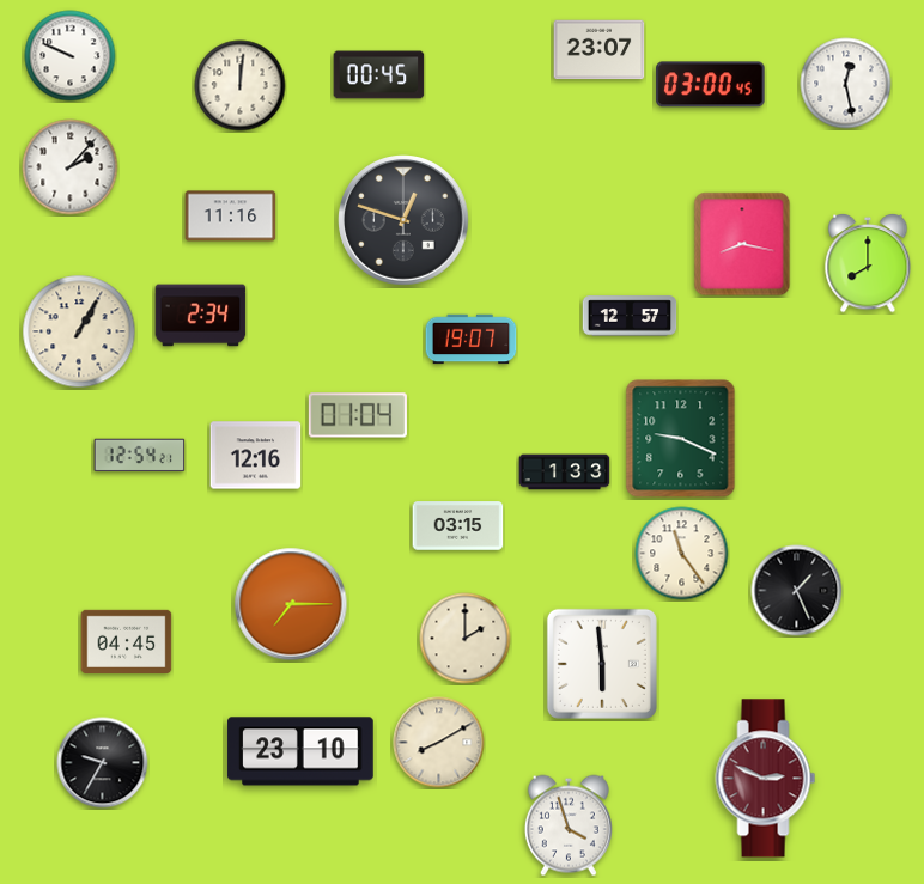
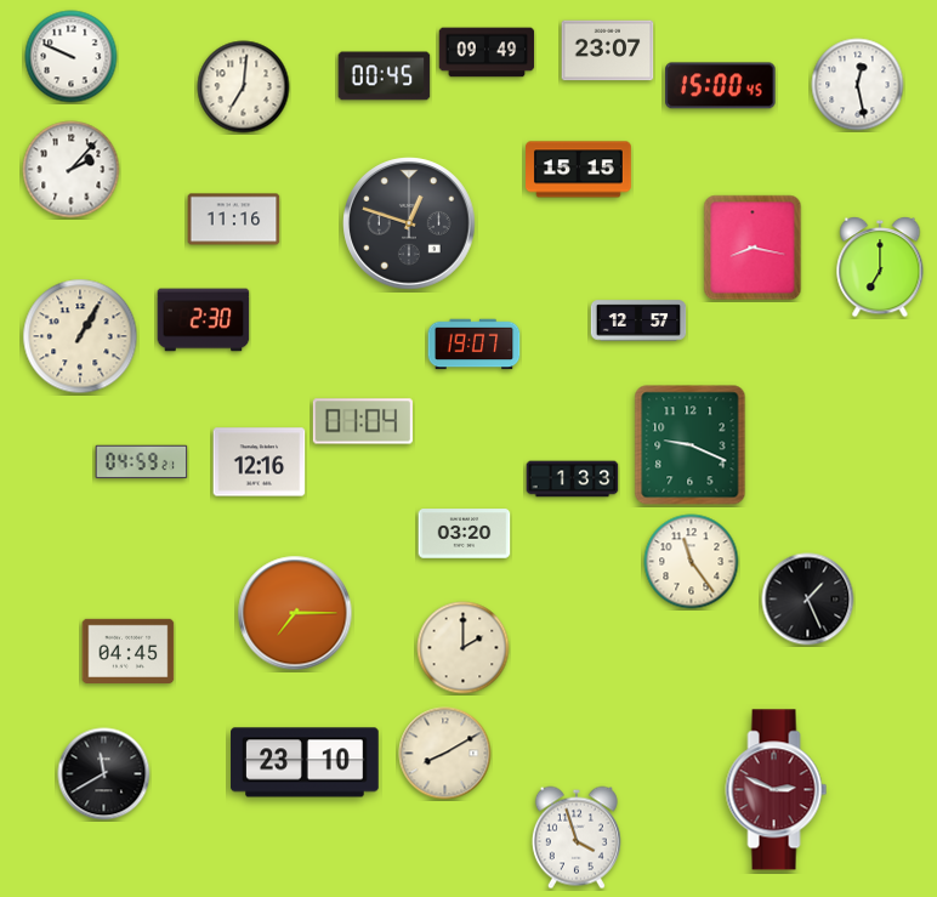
clock at (487, 52): none -> 09:49
clock at (711, 85): 03:00 -> 15:00
clock at (241, 86): 12:01 -> 7:01
clock at (579, 170): none -> 15:15
clock at (868, 263): 8:00 -> 7:00
clock at (201, 316): 2:34 -> 2:30
clock at (472, 340) position: (472, 340) -> (475, 345)
clock at (140, 456): 12:54 -> 04:59
clock at (458, 526): 03:15 -> 03:20
clock at (466, 639) position: (466, 639) -> (464, 648)
clock at (602, 664): 5:59 -> none
clock at (103, 763): 9:35 -> 11:40
